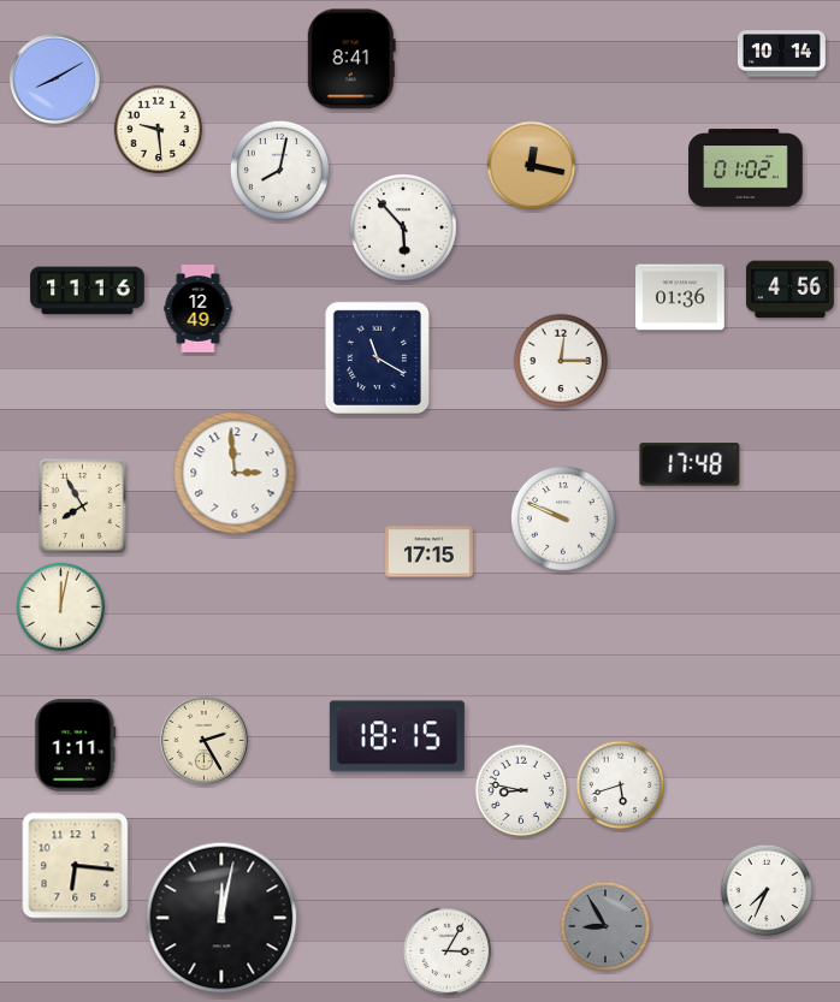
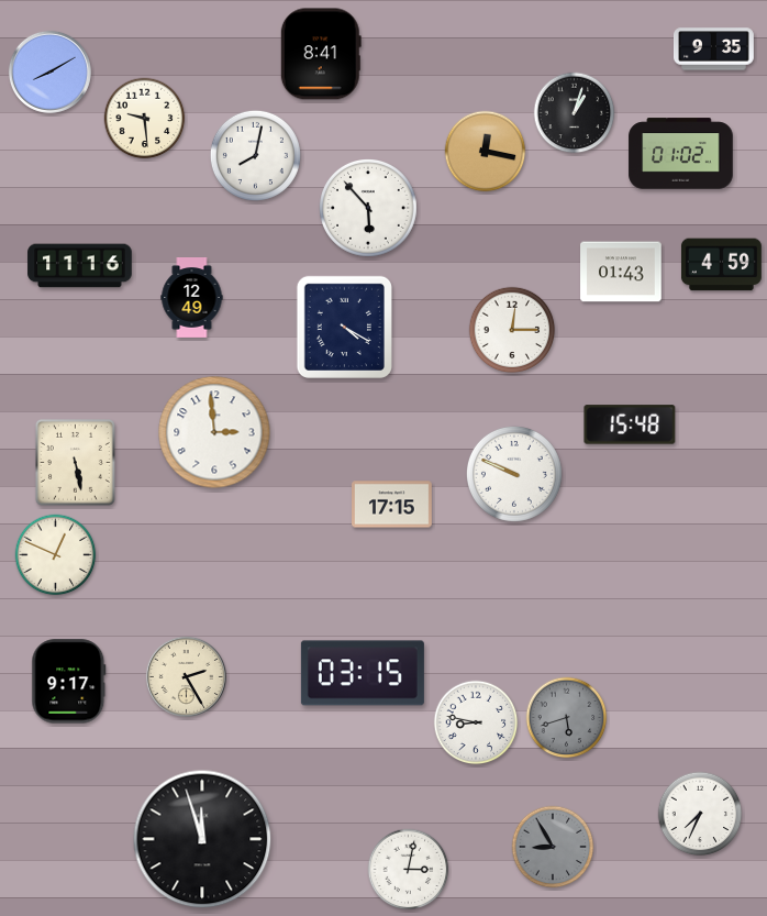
clock at (782, 54): 10:14 -> 9:35
clock at (575, 113): none -> 1:03
clock at (789, 290): 4:56 -> 4:59
clock at (680, 297): 01:36 -> 01:43
clock at (199, 309) position: (199, 309) -> (192, 298)
clock at (377, 357): 11:20 -> 4:20
clock at (690, 464): 17:48 -> 15:48
clock at (82, 505): 7:55 -> 5:28
clock at (61, 607): 12:02 -> 12:49
clock at (397, 736): 18:15 -> 03:15
clock at (76, 746): 1:11 -> 9:17
clock at (621, 785) dial: white -> grey
clock at (76, 866): 6:16 -> none
clock at (221, 918): 12:02 -> 11:57
clock at (448, 951): 3:05 -> 3:02
